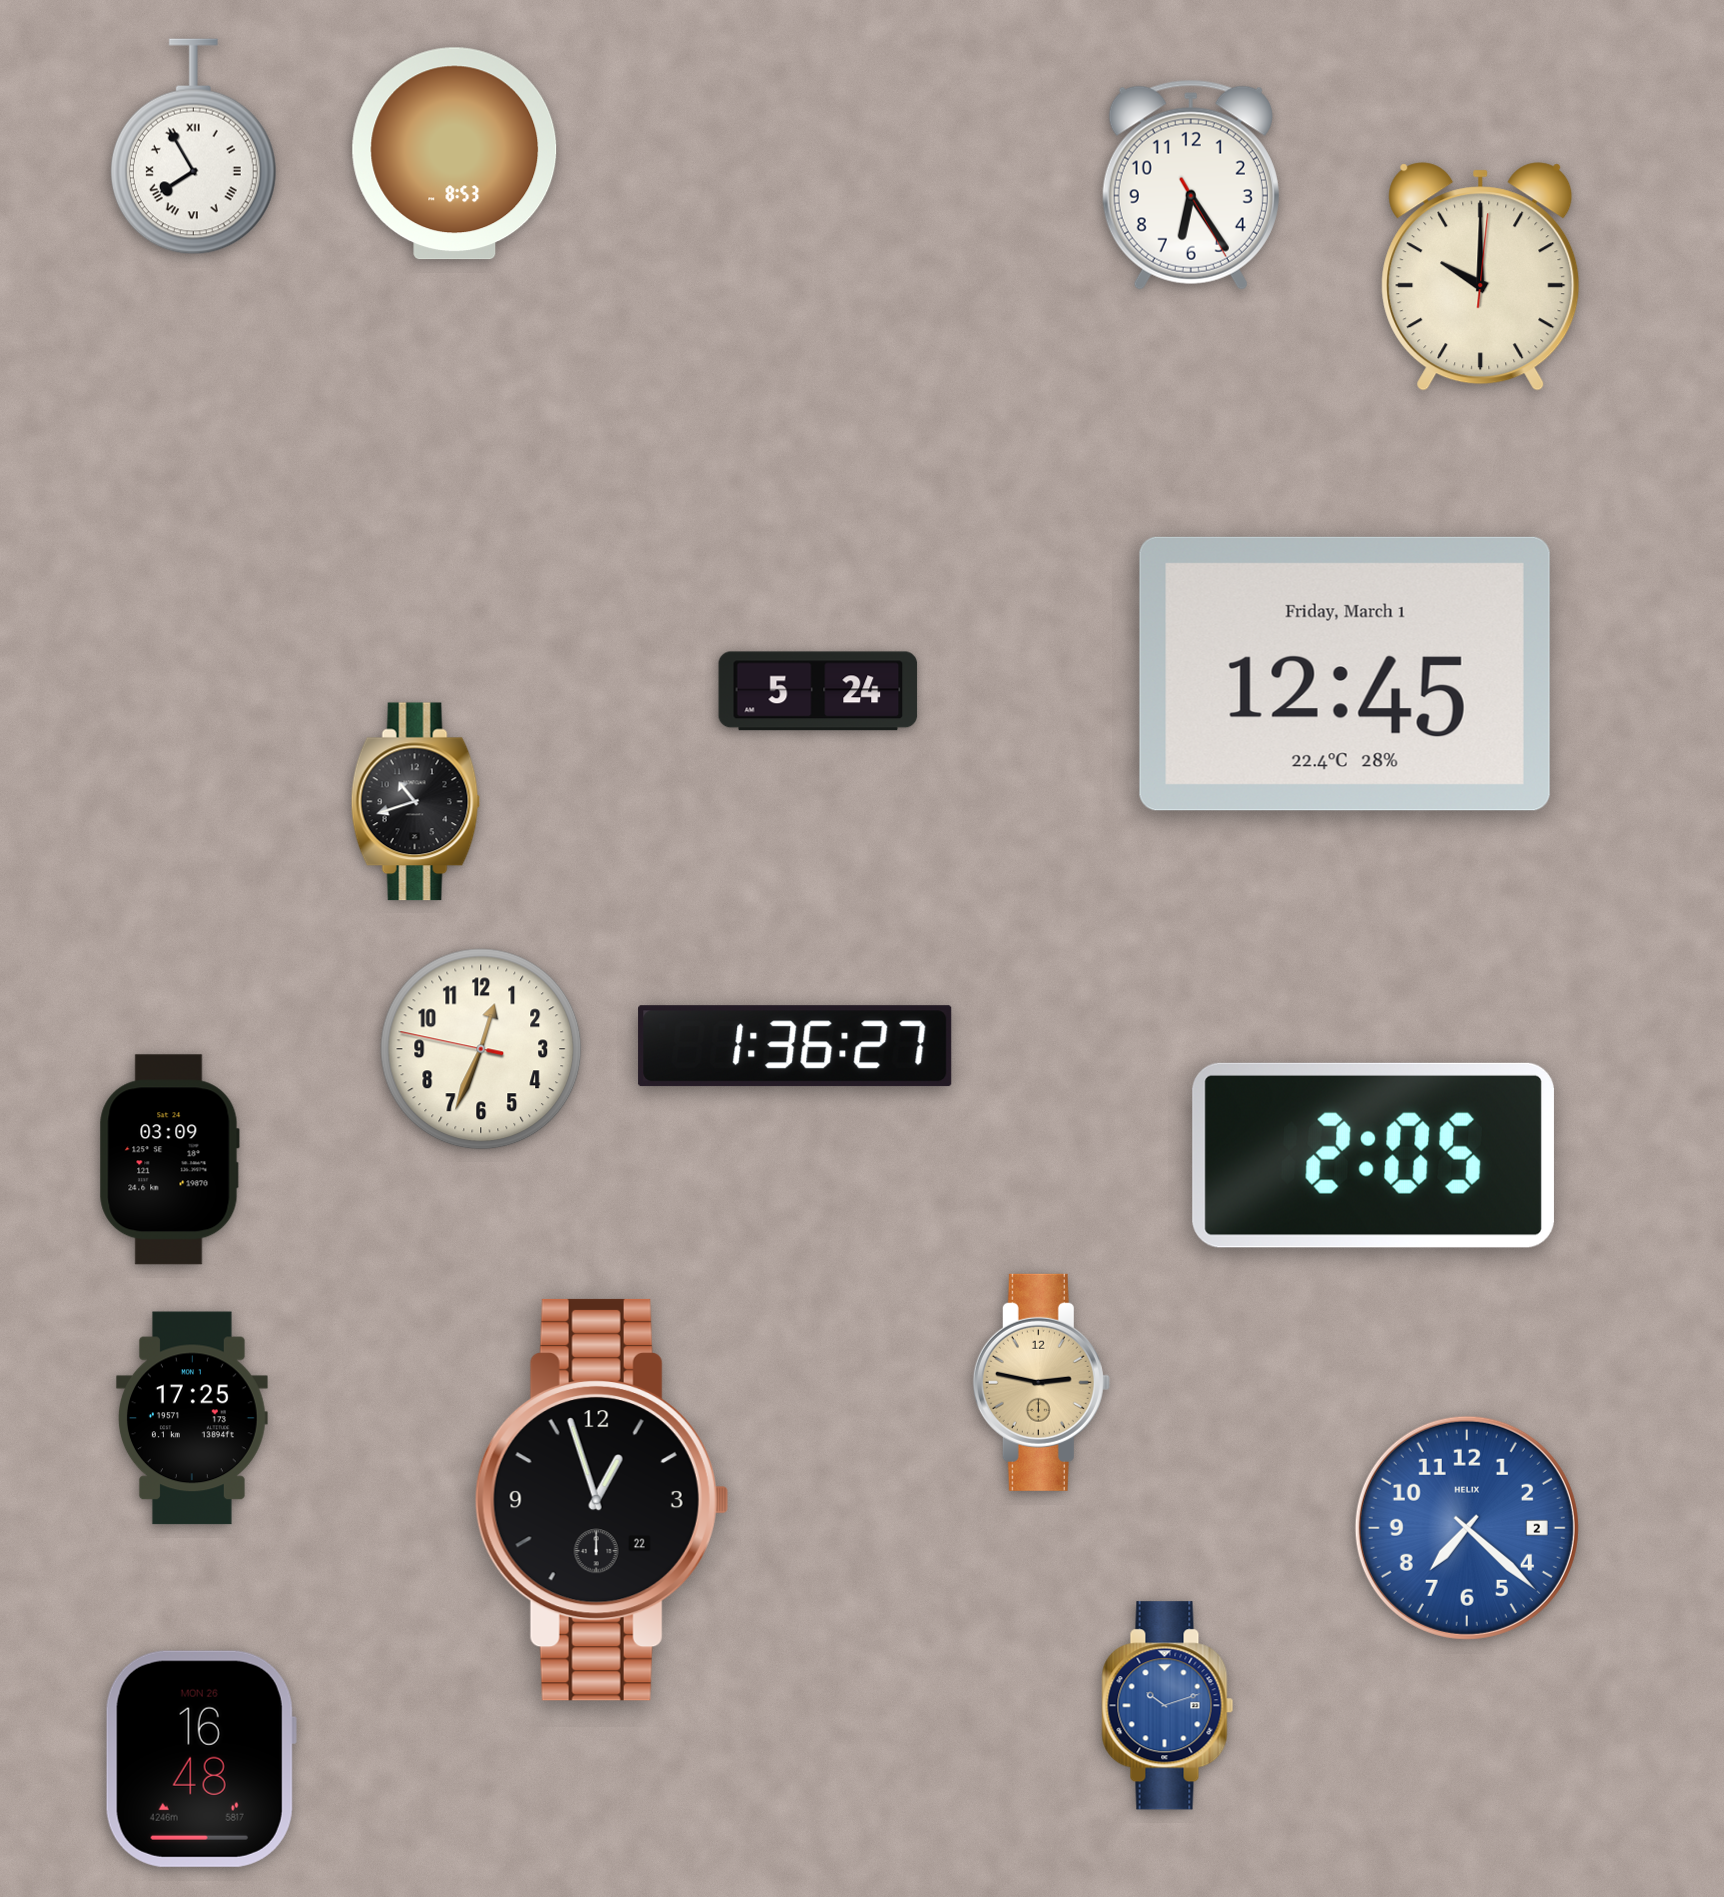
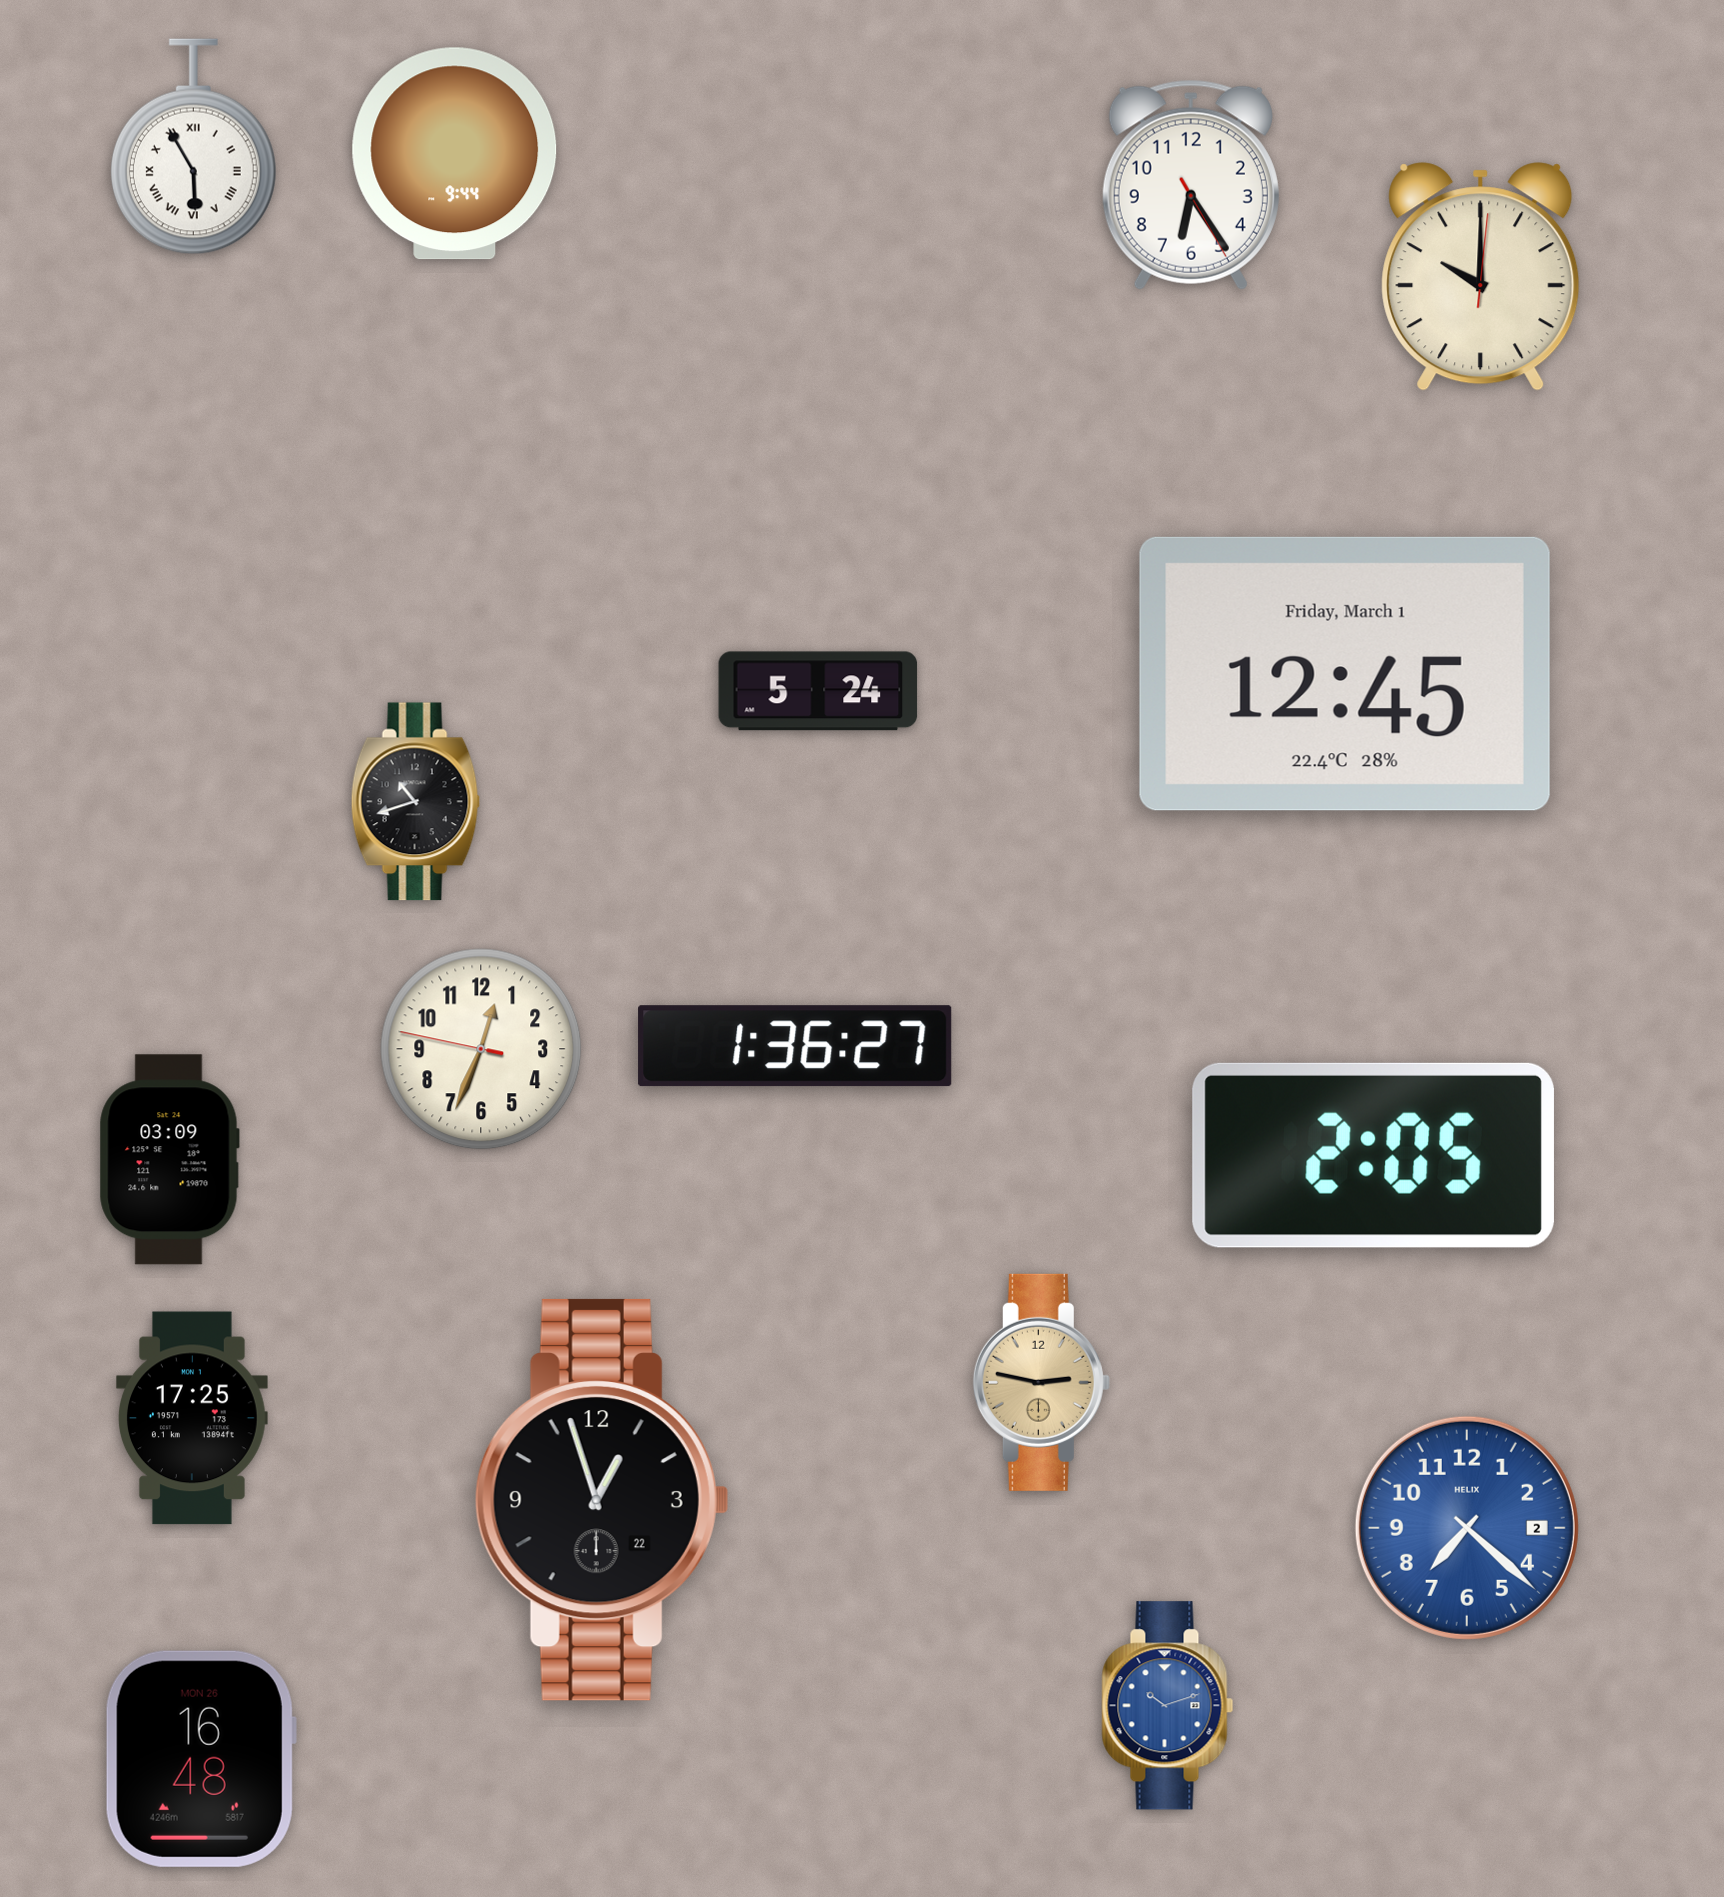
clock at (193, 147): 7:55 -> 5:55
clock at (455, 154): 8:53 -> 9:44
